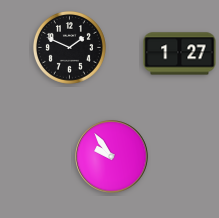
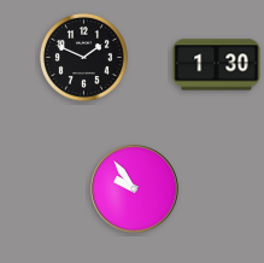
clock at (180, 54): 1:27 -> 1:30
